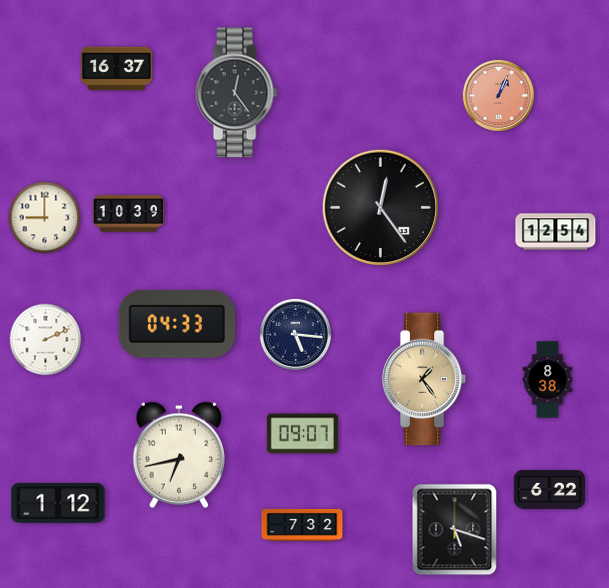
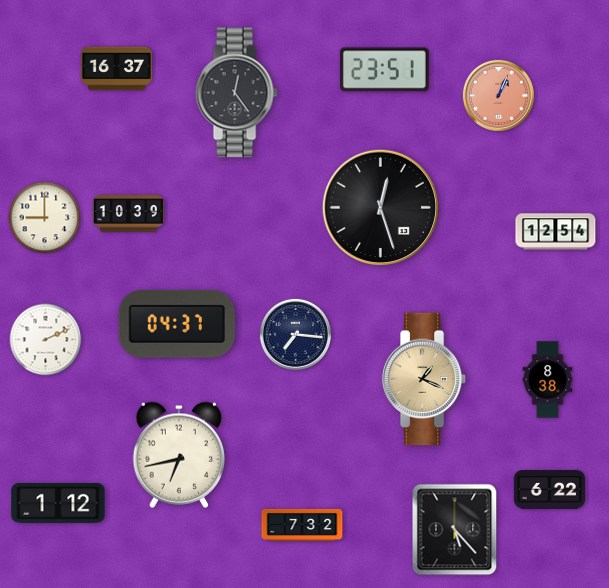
clock at (384, 70): none -> 23:51
clock at (380, 208): 12:24 -> 12:27
clock at (177, 324): 04:33 -> 04:37
clock at (295, 334): 5:16 -> 7:16
clock at (424, 379): 1:24 -> 1:19
clock at (302, 434): 09:07 -> none
clock at (455, 530): 5:18 -> 5:23
